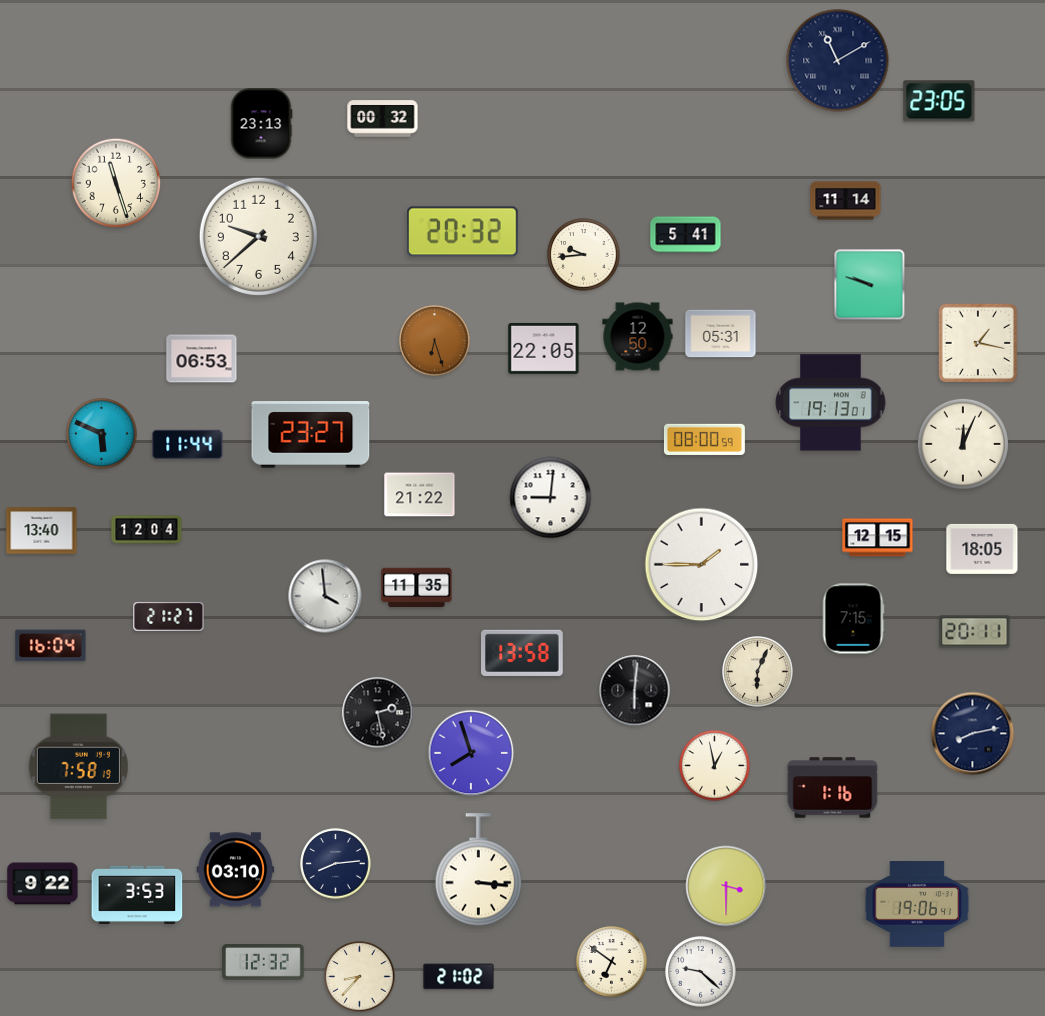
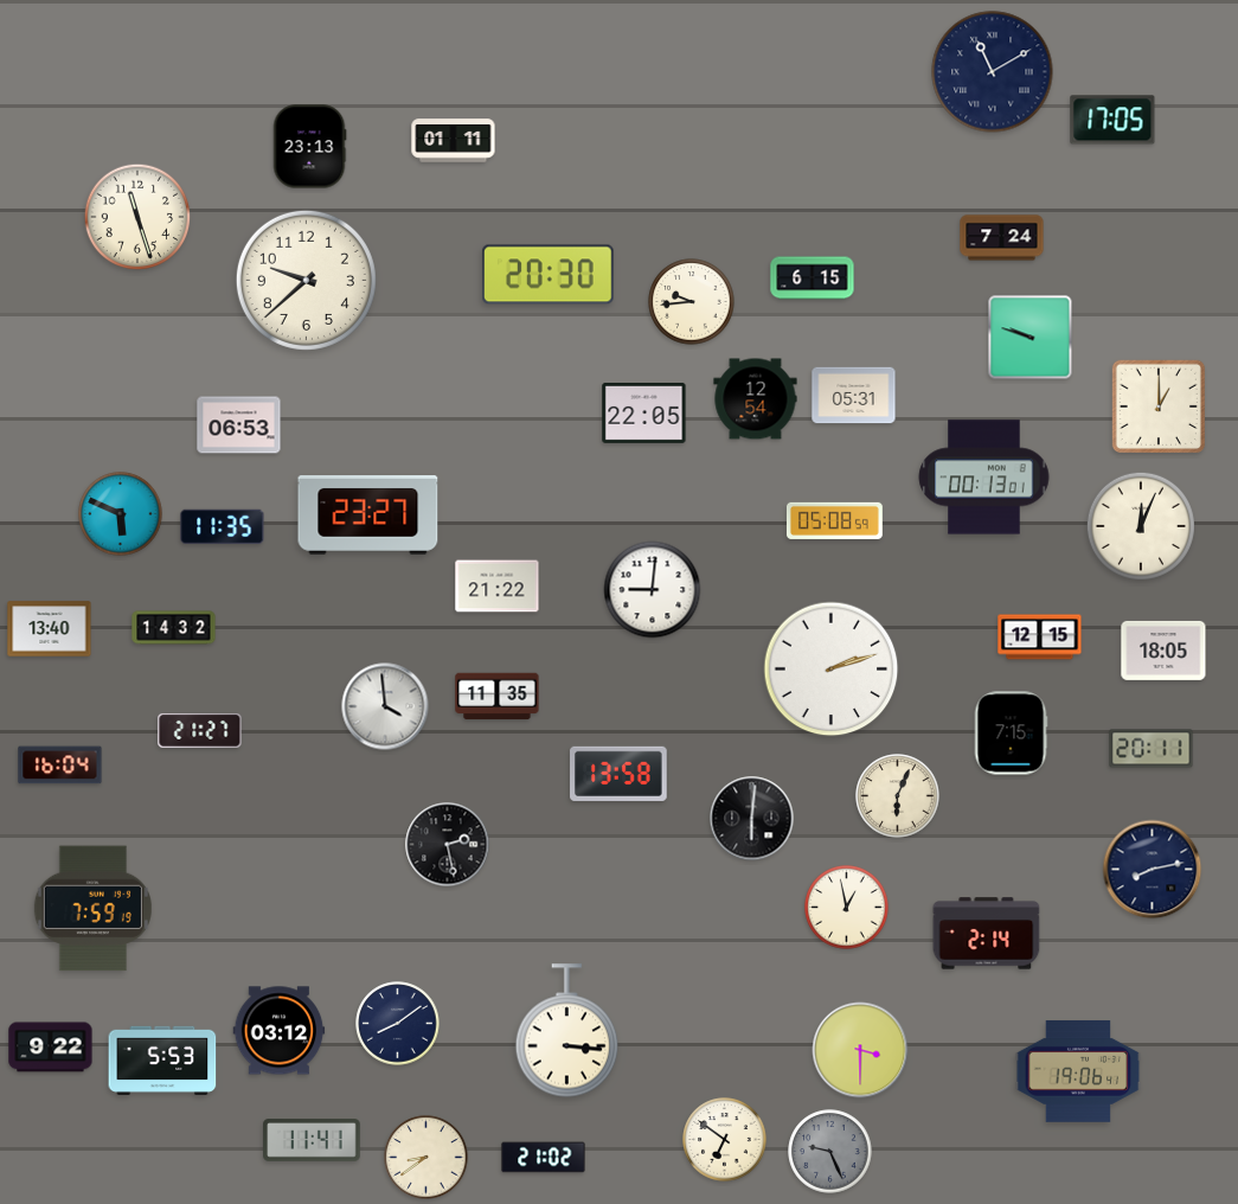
clock at (939, 101): 23:05 -> 17:05
clock at (383, 119): 00:32 -> 01:11
clock at (846, 201): 11:14 -> 7:24
clock at (463, 232): 20:32 -> 20:30
clock at (686, 235): 5:41 -> 6:15
clock at (638, 337): 12:50 -> 12:54
clock at (435, 341): 6:27 -> none
clock at (977, 342): 1:17 -> 1:00
clock at (831, 403): 19:13 -> 00:13
clock at (704, 439): 08:00 -> 05:08
clock at (188, 444): 11:44 -> 11:35
clock at (147, 530): 12:04 -> 14:32
clock at (702, 565): 1:45 -> 2:12
clock at (417, 588) position: (417, 588) -> (498, 697)
clock at (975, 632) position: (975, 632) -> (1152, 749)
clock at (471, 753): 7:57 -> none
clock at (78, 767): 7:58 -> 7:59
clock at (833, 788): 1:16 -> 2:14
clock at (336, 864): 8:14 -> 8:09
clock at (236, 870): 03:10 -> 03:12
clock at (137, 895): 3:53 -> 5:53
clock at (917, 905) position: (917, 905) -> (1078, 1072)
clock at (263, 962): 12:32 -> 11:41
clock at (701, 972): 9:22 -> 9:26
clock at (701, 972) dial: white -> grey
clock at (360, 977): 8:37 -> 8:39
